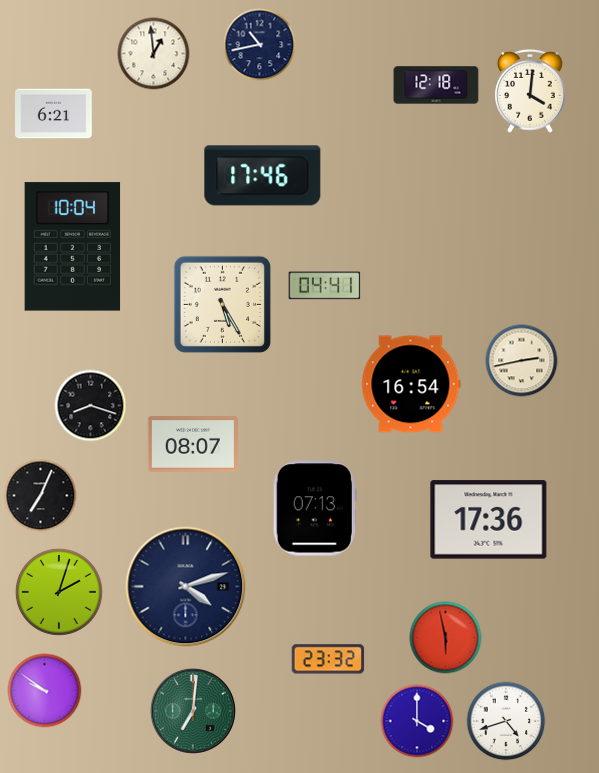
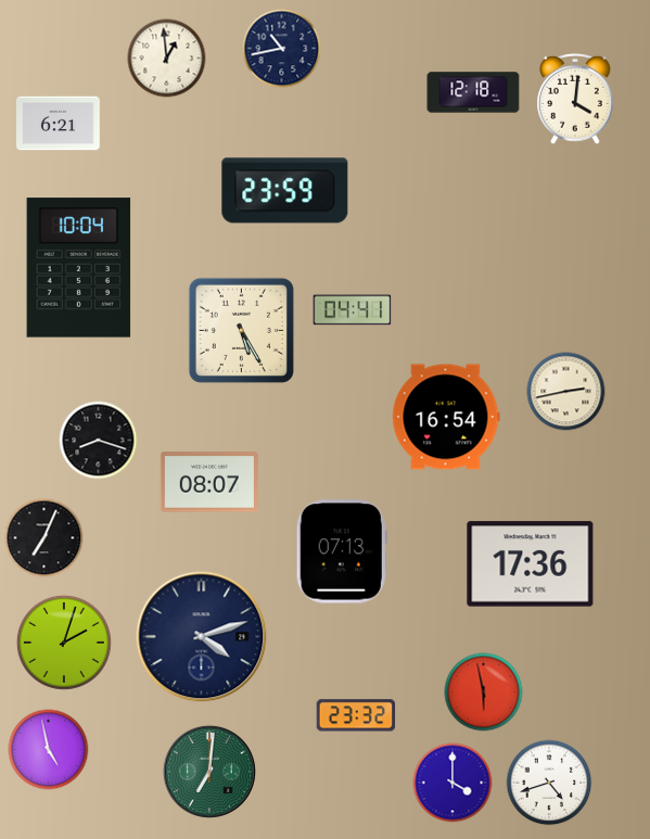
clock at (263, 176): 17:46 -> 23:59
clock at (45, 691): 9:51 -> 4:58
